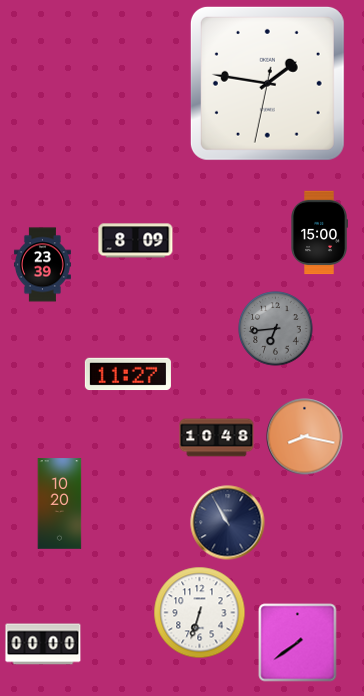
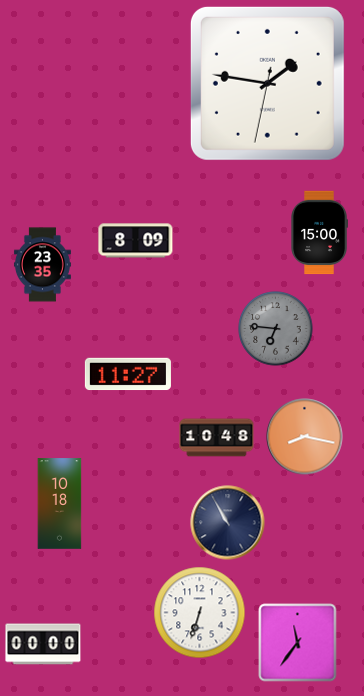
clock at (42, 265): 23:39 -> 23:35
clock at (276, 329): 6:44 -> 6:46
clock at (60, 504): 10:20 -> 10:18
clock at (298, 643): 7:39 -> 11:36
